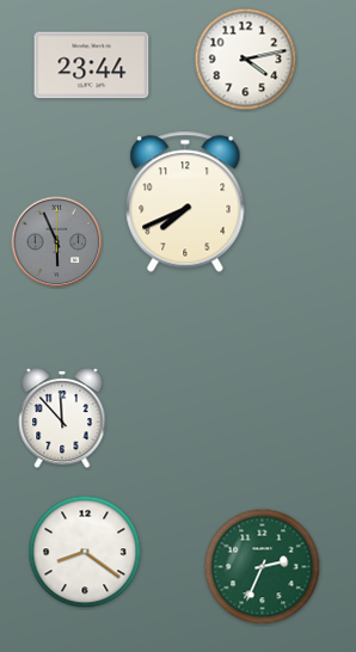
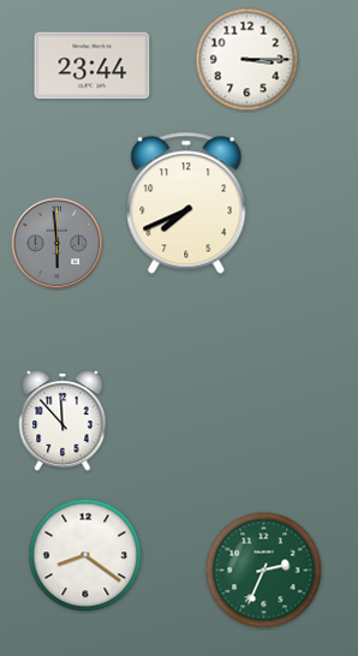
clock at (246, 60): 4:13 -> 3:15
clock at (57, 242): 5:56 -> 5:59
